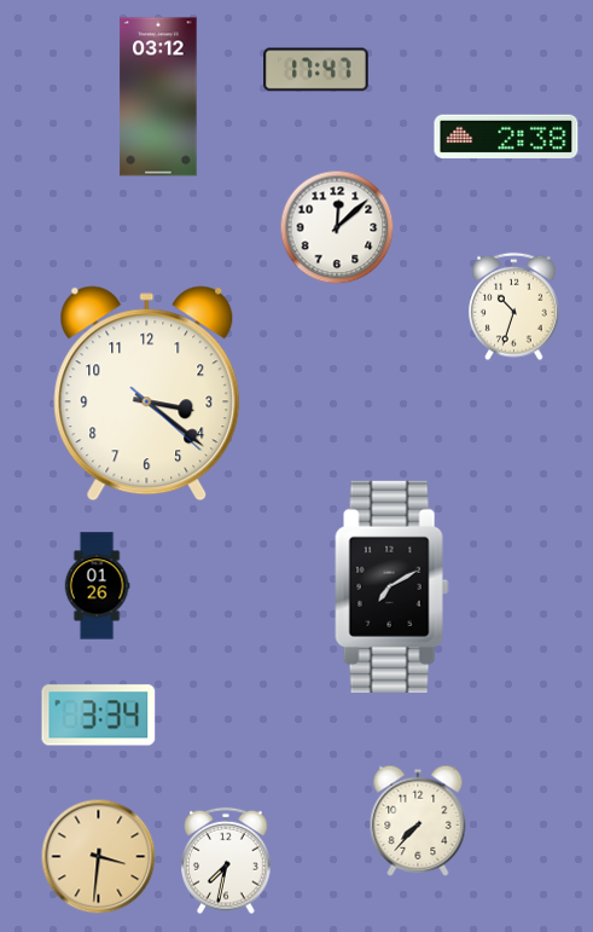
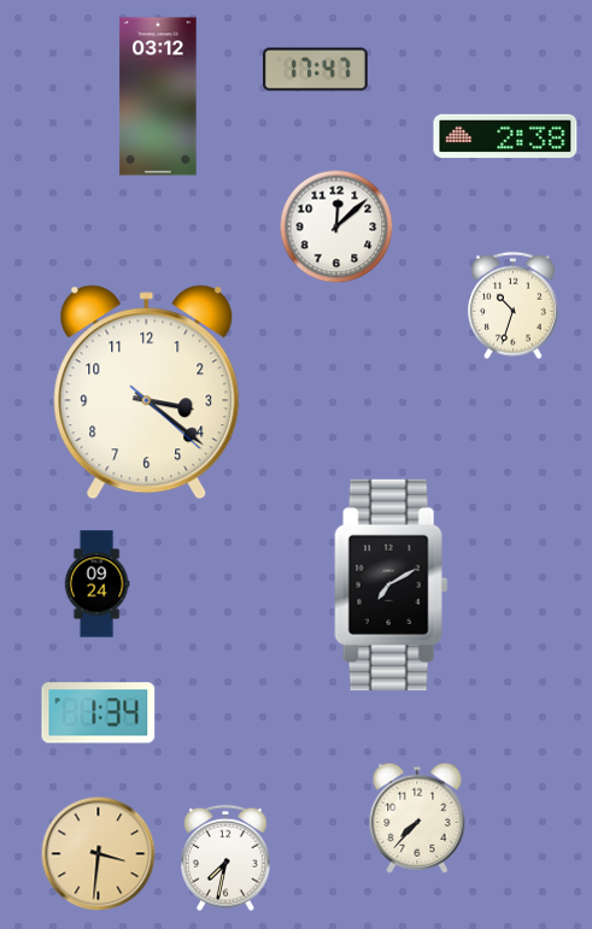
clock at (97, 586): 01:26 -> 09:24
clock at (99, 716): 3:34 -> 1:34
